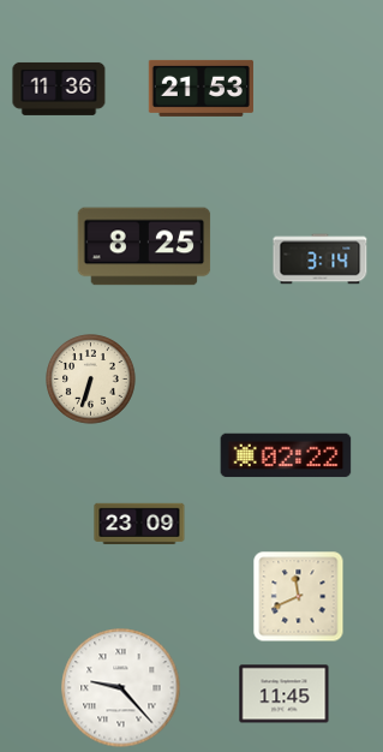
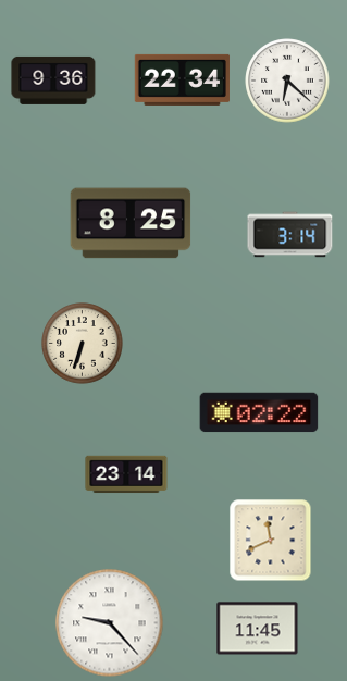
clock at (201, 88): 21:53 -> 22:34
clock at (59, 89): 11:36 -> 9:36
clock at (287, 81): none -> 6:22
clock at (139, 524): 23:09 -> 23:14
